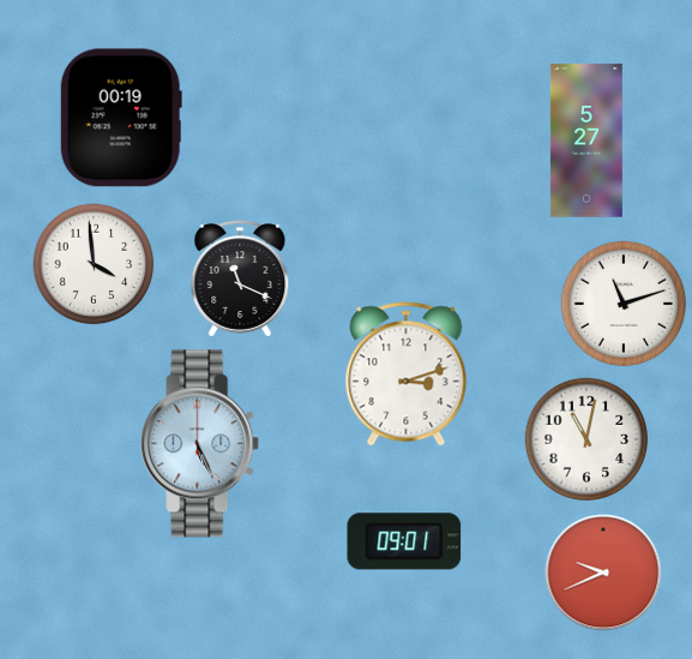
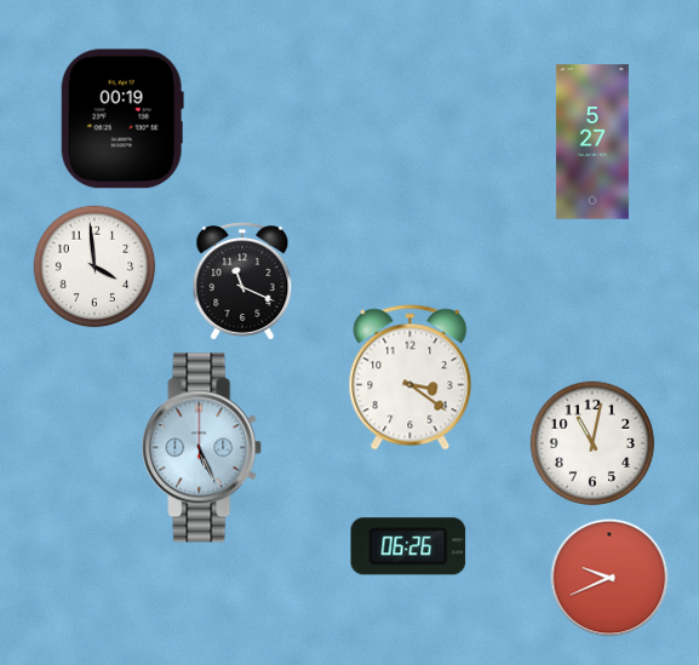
clock at (622, 302): 11:12 -> none
clock at (407, 375): 3:12 -> 3:21
clock at (404, 541): 09:01 -> 06:26
